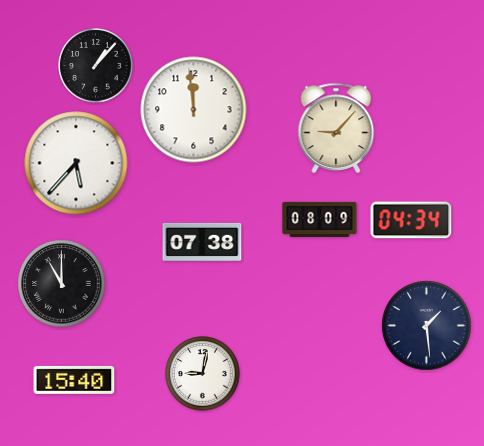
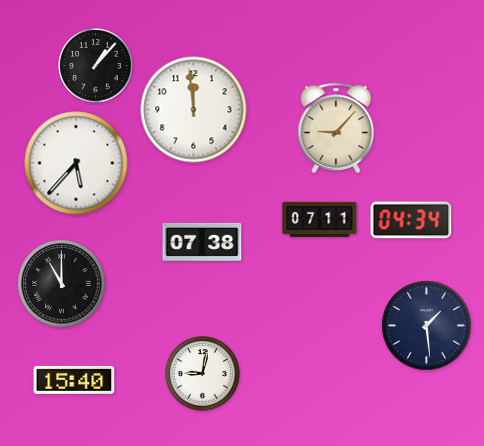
clock at (320, 219): 08:09 -> 07:11
